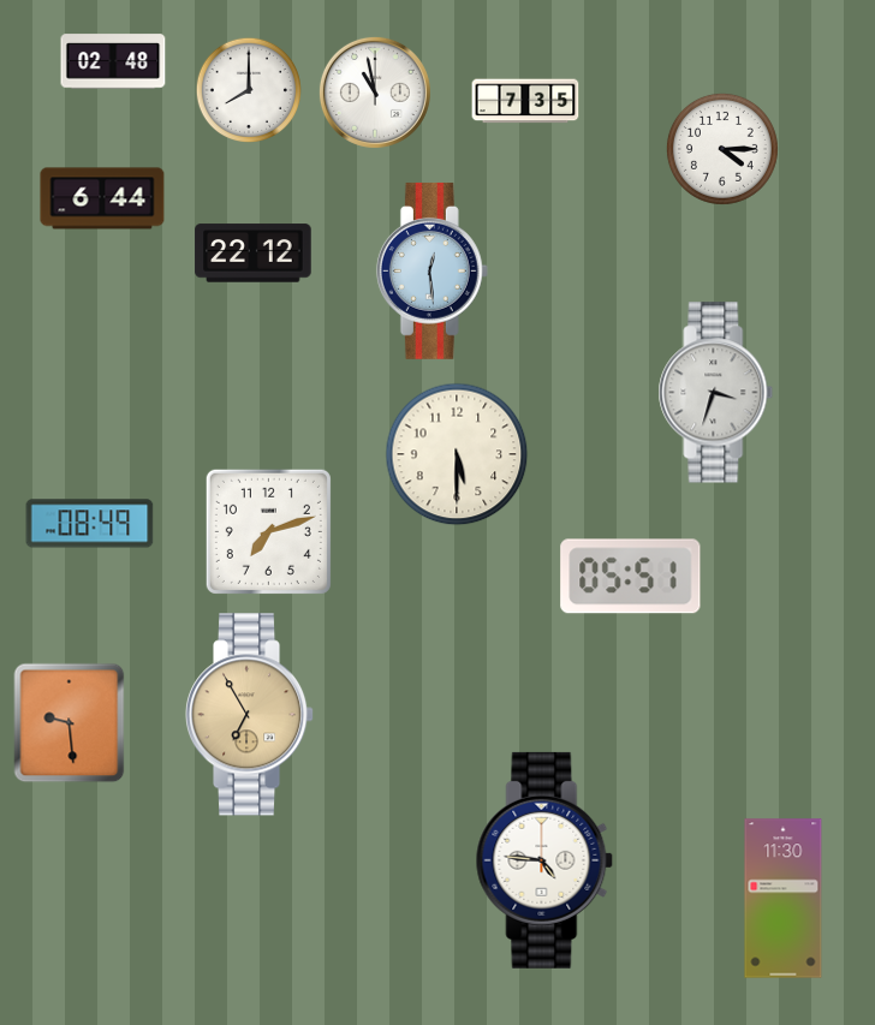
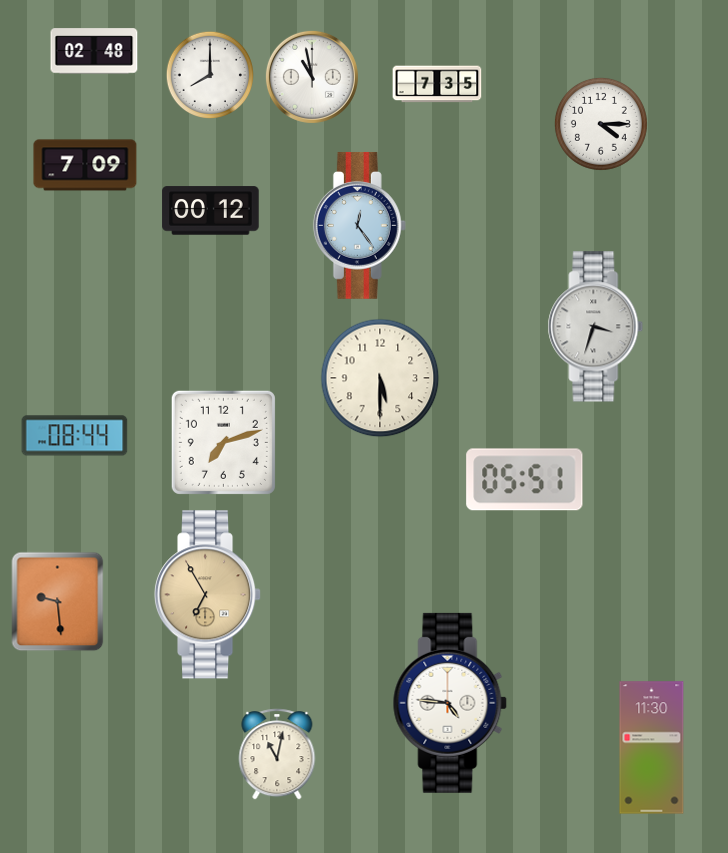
clock at (248, 89) position: (248, 89) -> (209, 74)
clock at (102, 198): 6:44 -> 7:09
clock at (254, 254): 22:12 -> 00:12
clock at (431, 270): 12:29 -> 12:24
clock at (90, 524): 08:49 -> 08:44
clock at (544, 860) position: (544, 860) -> (450, 703)
clock at (277, 754): none -> 11:02
